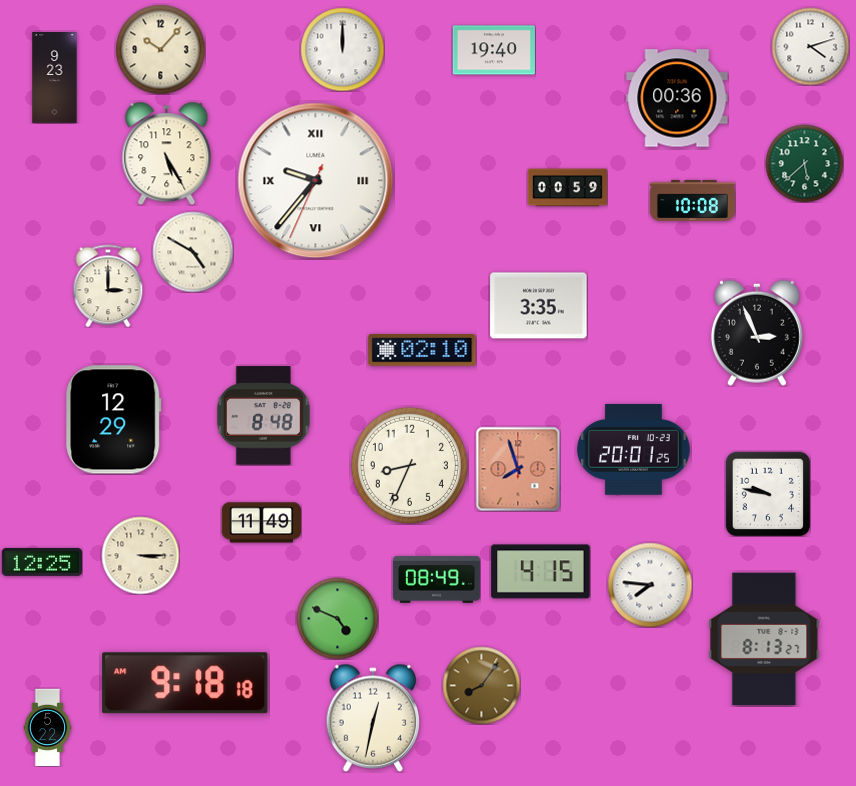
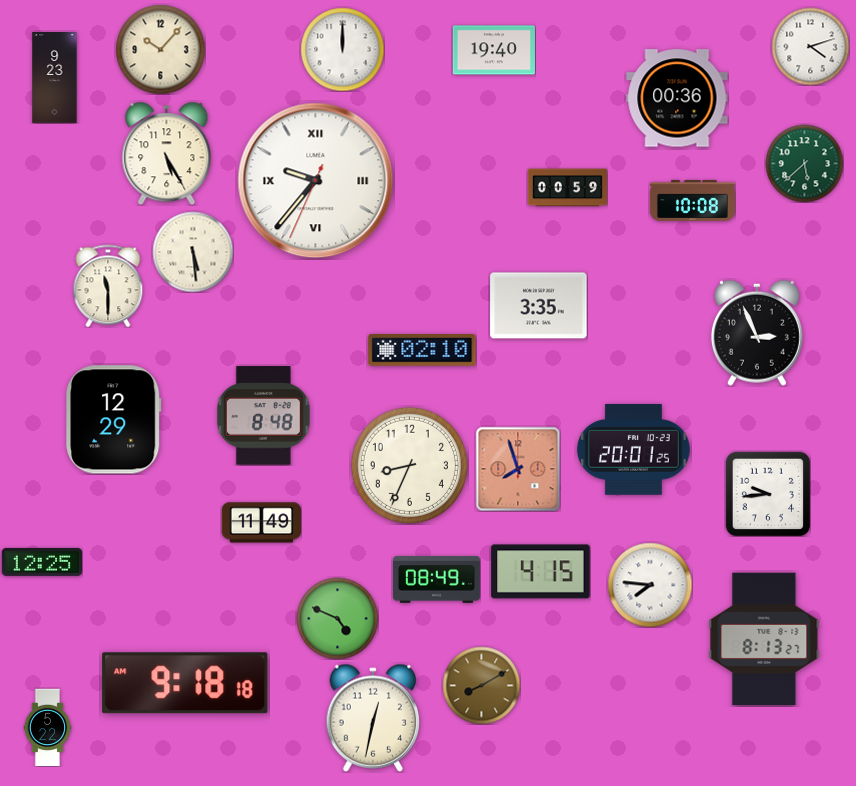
clock at (193, 252): 4:50 -> 5:29
clock at (108, 286): 3:00 -> 11:30
clock at (768, 494): 9:47 -> 9:44
clock at (140, 555): 3:15 -> none
clock at (481, 685): 8:06 -> 8:10
